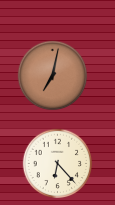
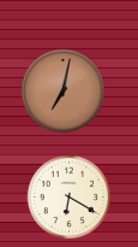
clock at (58, 164): 6:23 -> 6:20
